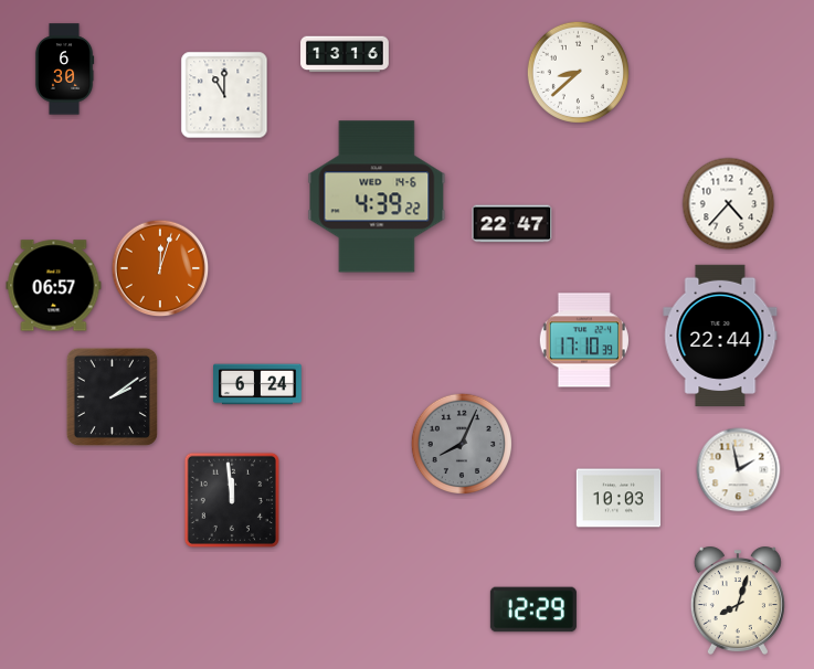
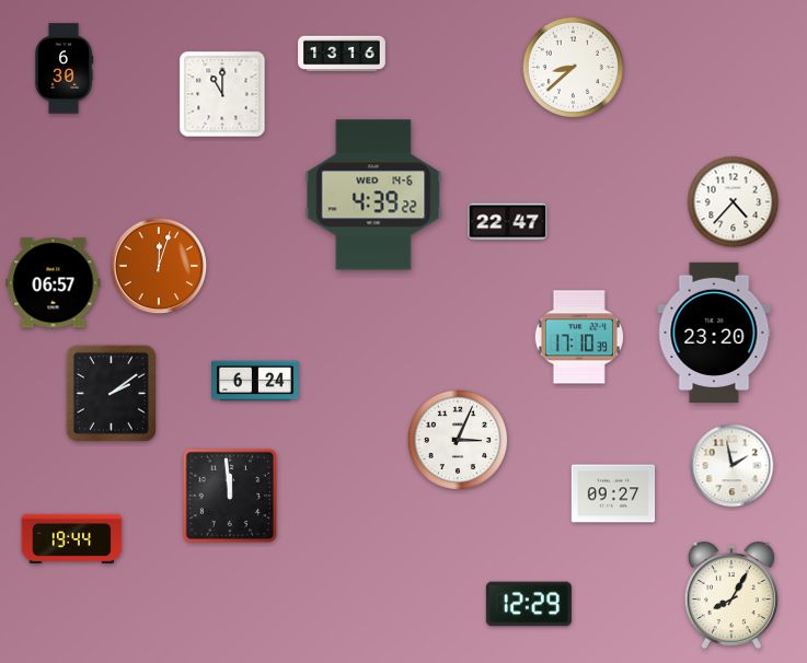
clock at (578, 72) position: (578, 72) -> (573, 67)
clock at (729, 204) position: (729, 204) -> (734, 202)
clock at (720, 336): 22:44 -> 23:20
clock at (461, 443): 8:04 -> 3:04
clock at (461, 443) dial: grey -> white
clock at (619, 498): 10:03 -> 09:27
clock at (72, 538): none -> 19:44
clock at (738, 601): 8:03 -> 8:05
